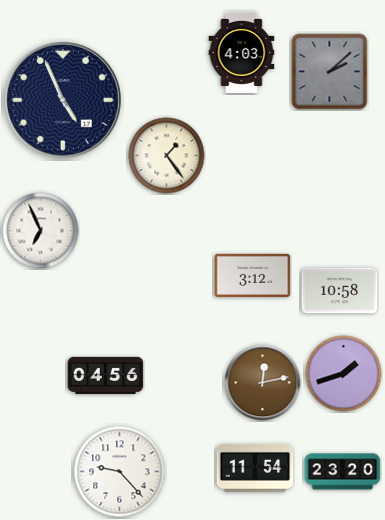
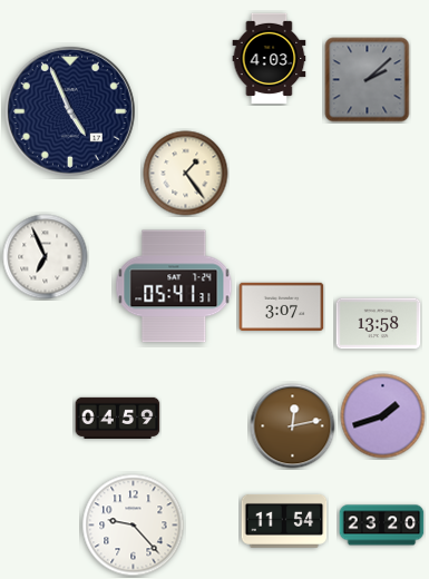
clock at (174, 286): none -> 05:41
clock at (253, 275): 3:12 -> 3:07
clock at (340, 291): 10:58 -> 13:58
clock at (106, 375): 04:56 -> 04:59
